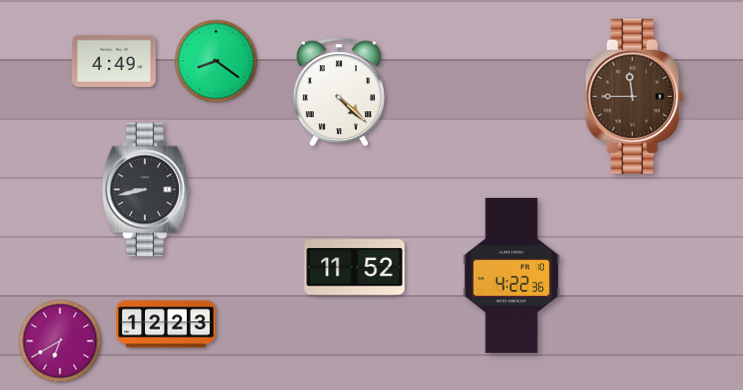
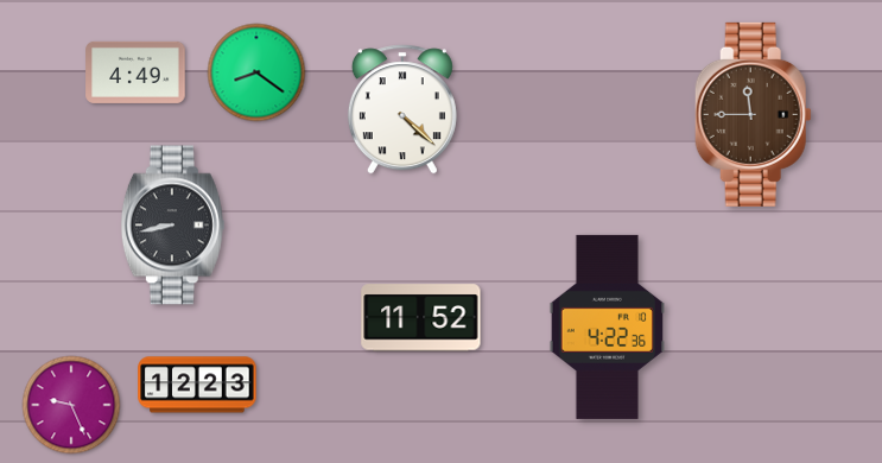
clock at (60, 341): 6:40 -> 9:26
